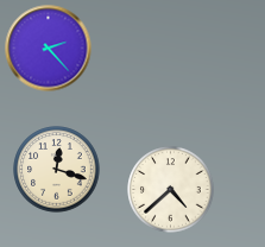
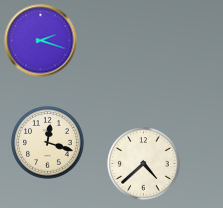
clock at (49, 49): 2:23 -> 2:18
clock at (171, 190) position: (171, 190) -> (144, 164)
